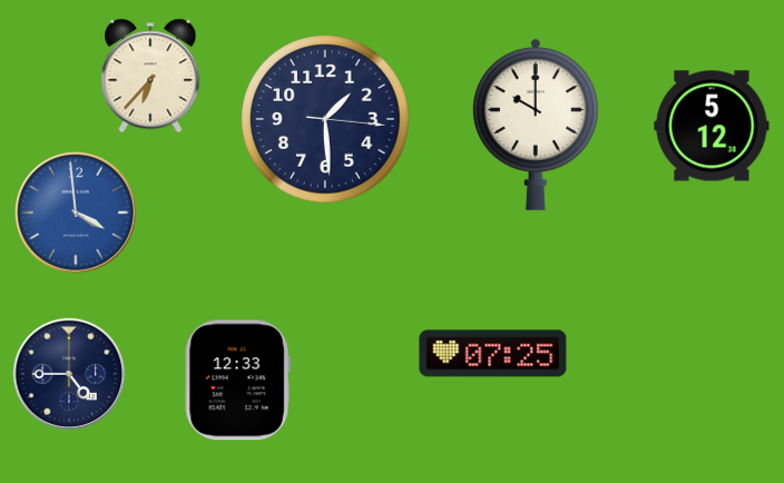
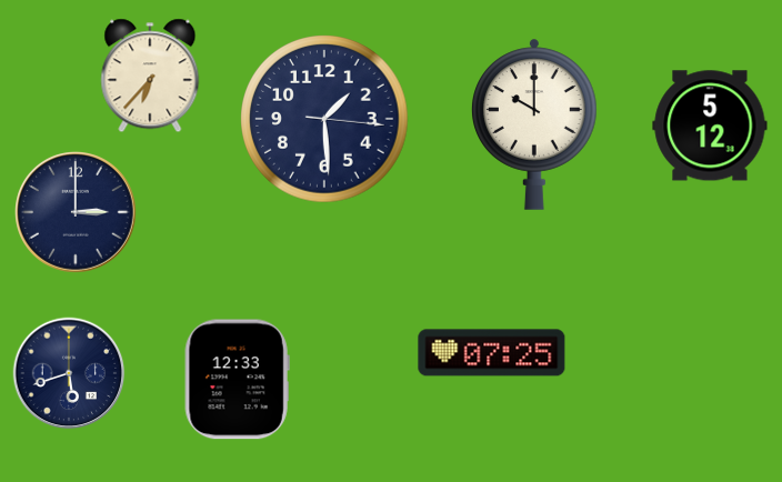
clock at (77, 214): 3:59 -> 3:00
clock at (77, 214) dial: blue -> navy
clock at (69, 374): 4:45 -> 5:42
